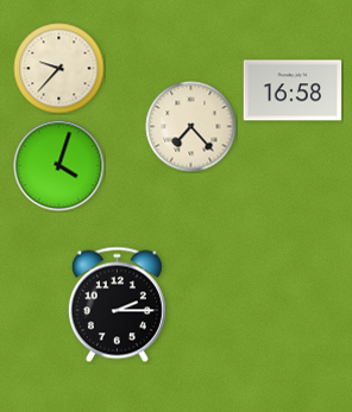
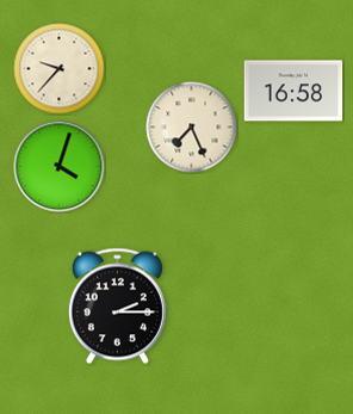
clock at (191, 127): 7:23 -> 7:26
